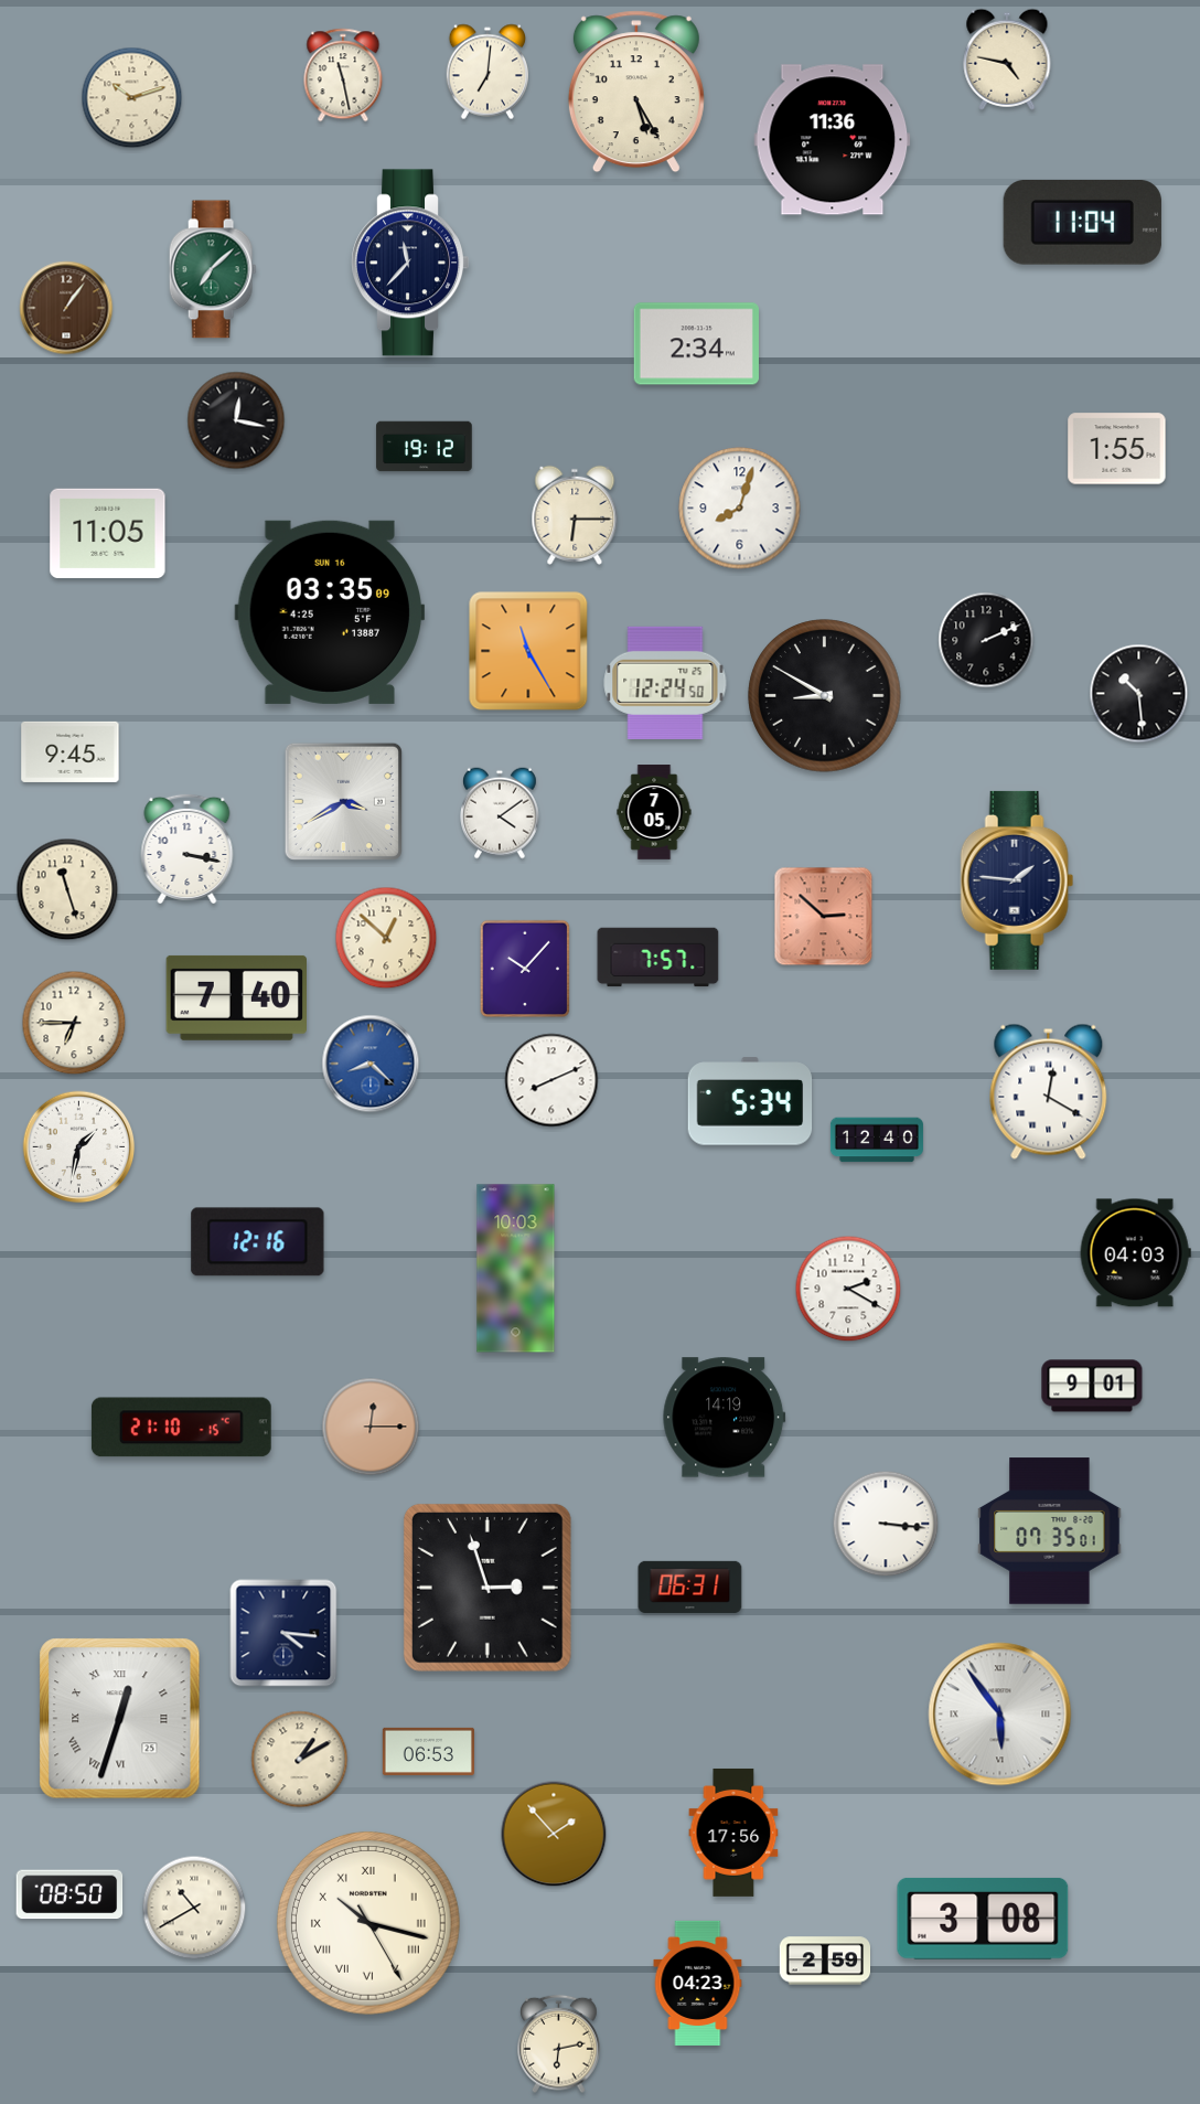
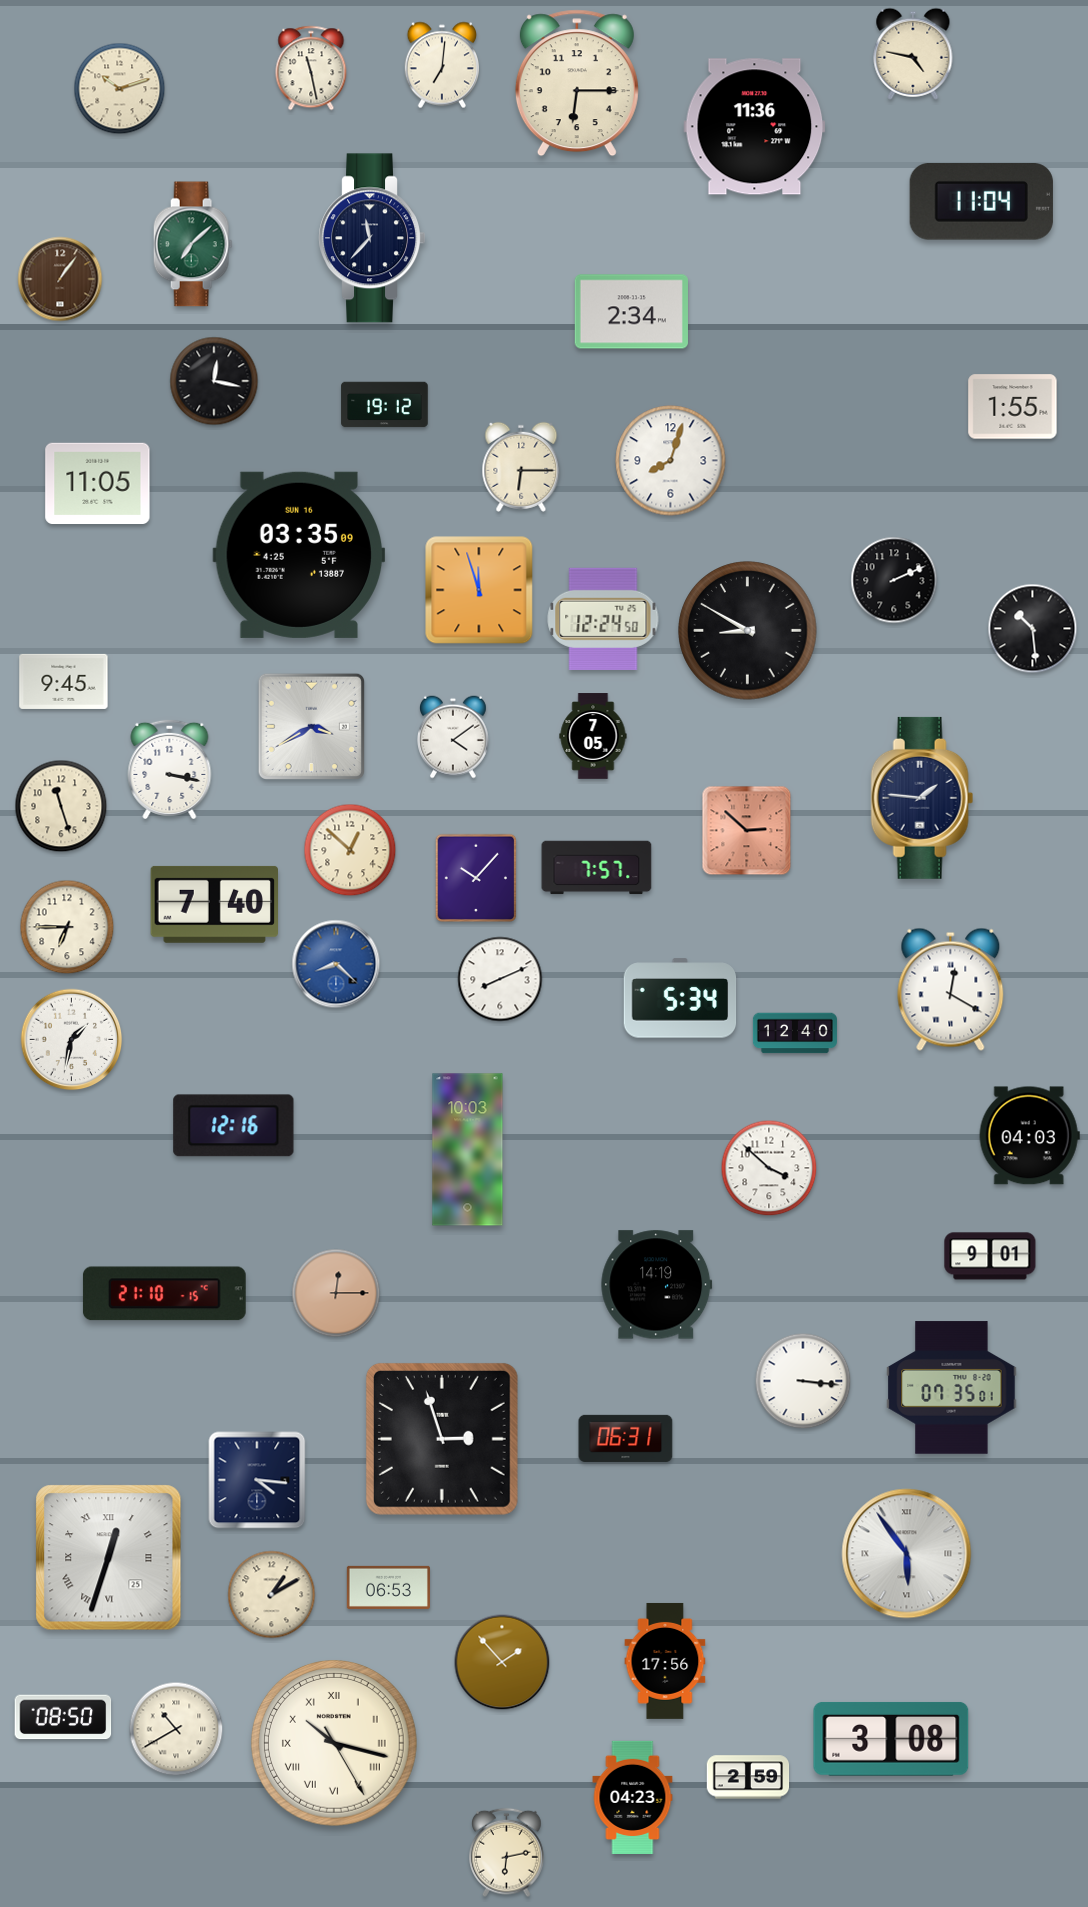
clock at (636, 92): 5:25 -> 6:15
clock at (528, 651): 11:25 -> 11:57
clock at (848, 1289): 2:20 -> 3:52
